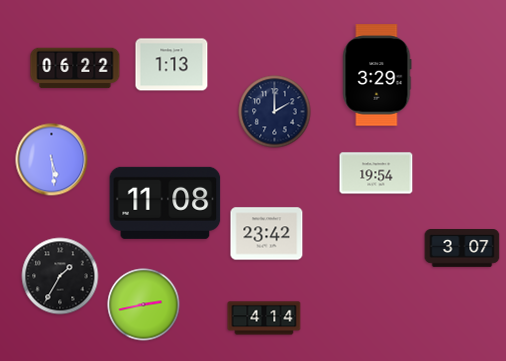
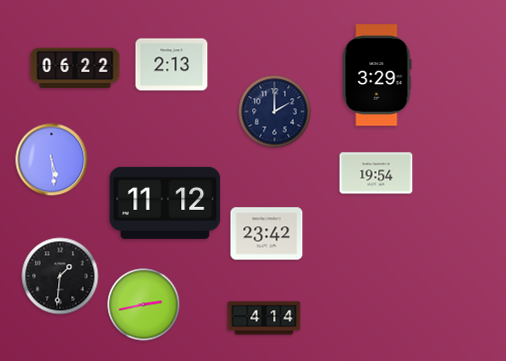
clock at (172, 65): 1:13 -> 2:13
clock at (165, 203): 11:08 -> 11:12
clock at (462, 249): 3:07 -> none
clock at (60, 276): 1:35 -> 1:31
